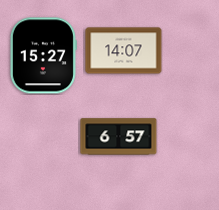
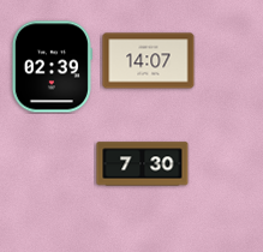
clock at (43, 56): 15:27 -> 02:39
clock at (119, 137): 6:57 -> 7:30
